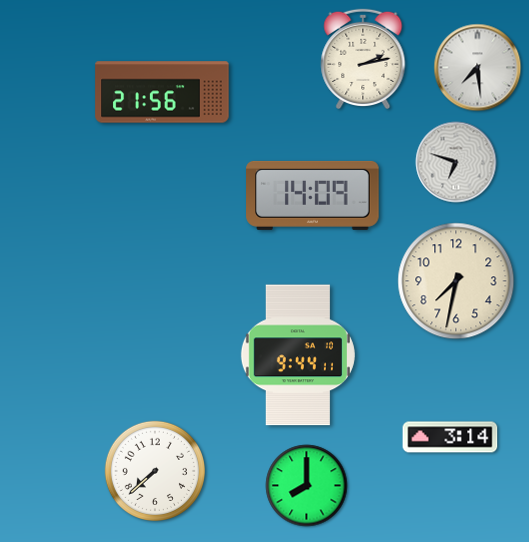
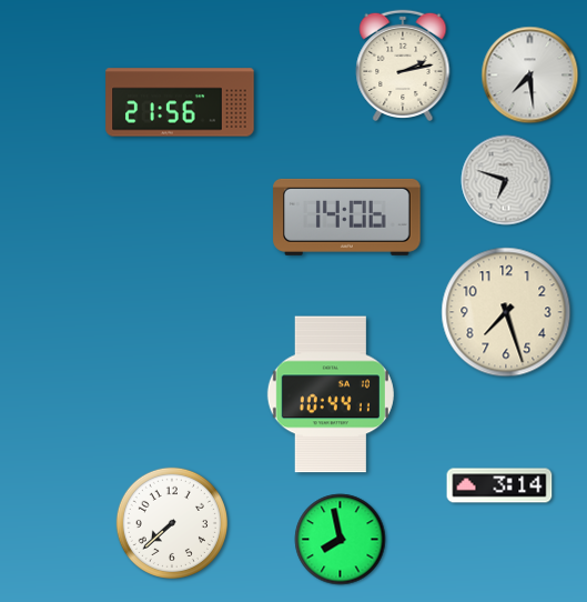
clock at (313, 195): 14:09 -> 14:06
clock at (456, 281): 7:32 -> 7:27
clock at (298, 355): 9:44 -> 10:44
clock at (307, 486): 8:00 -> 7:58
